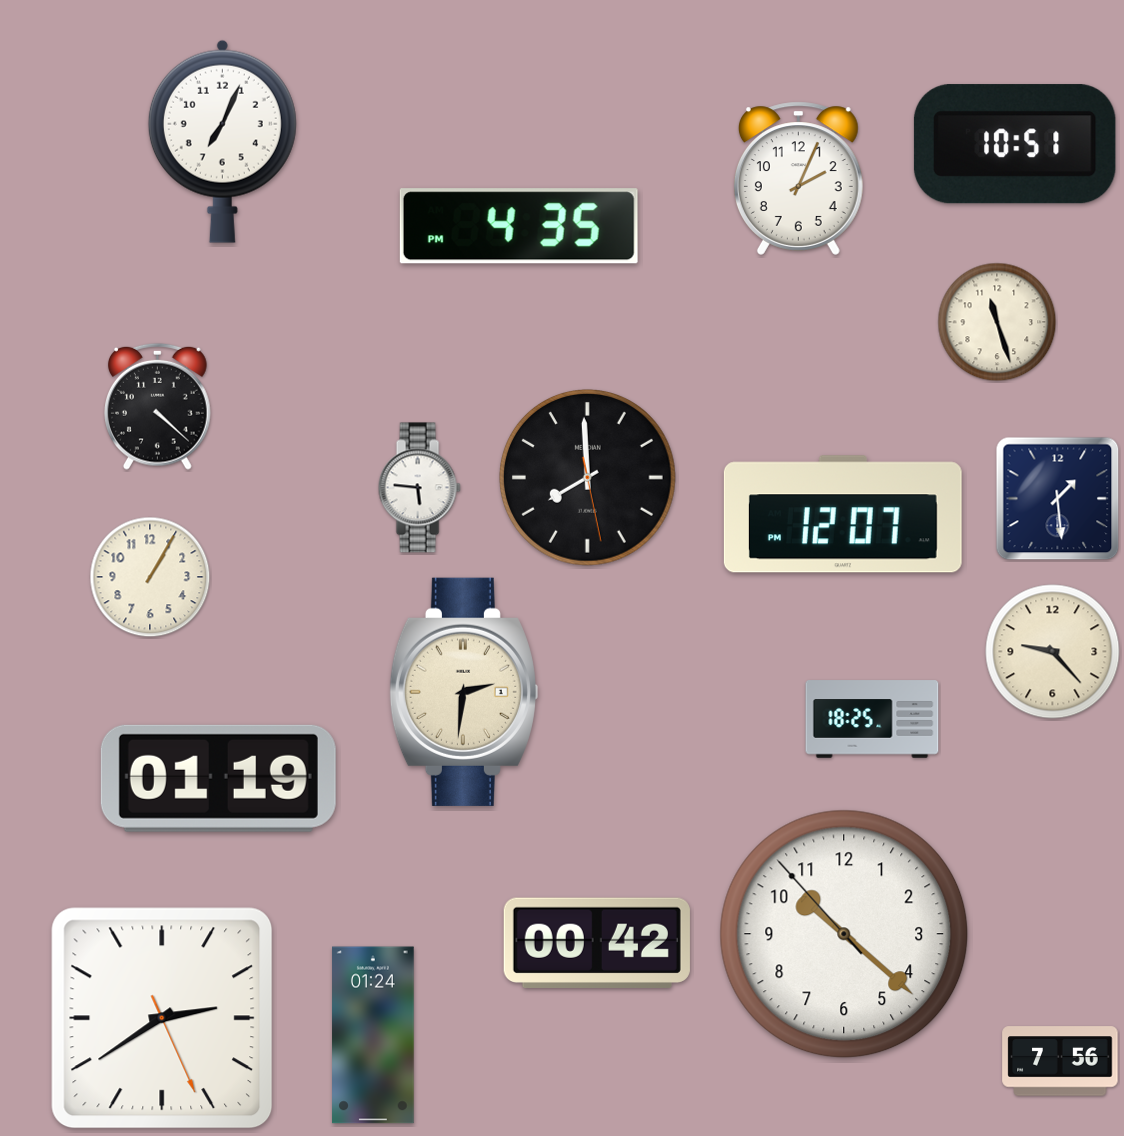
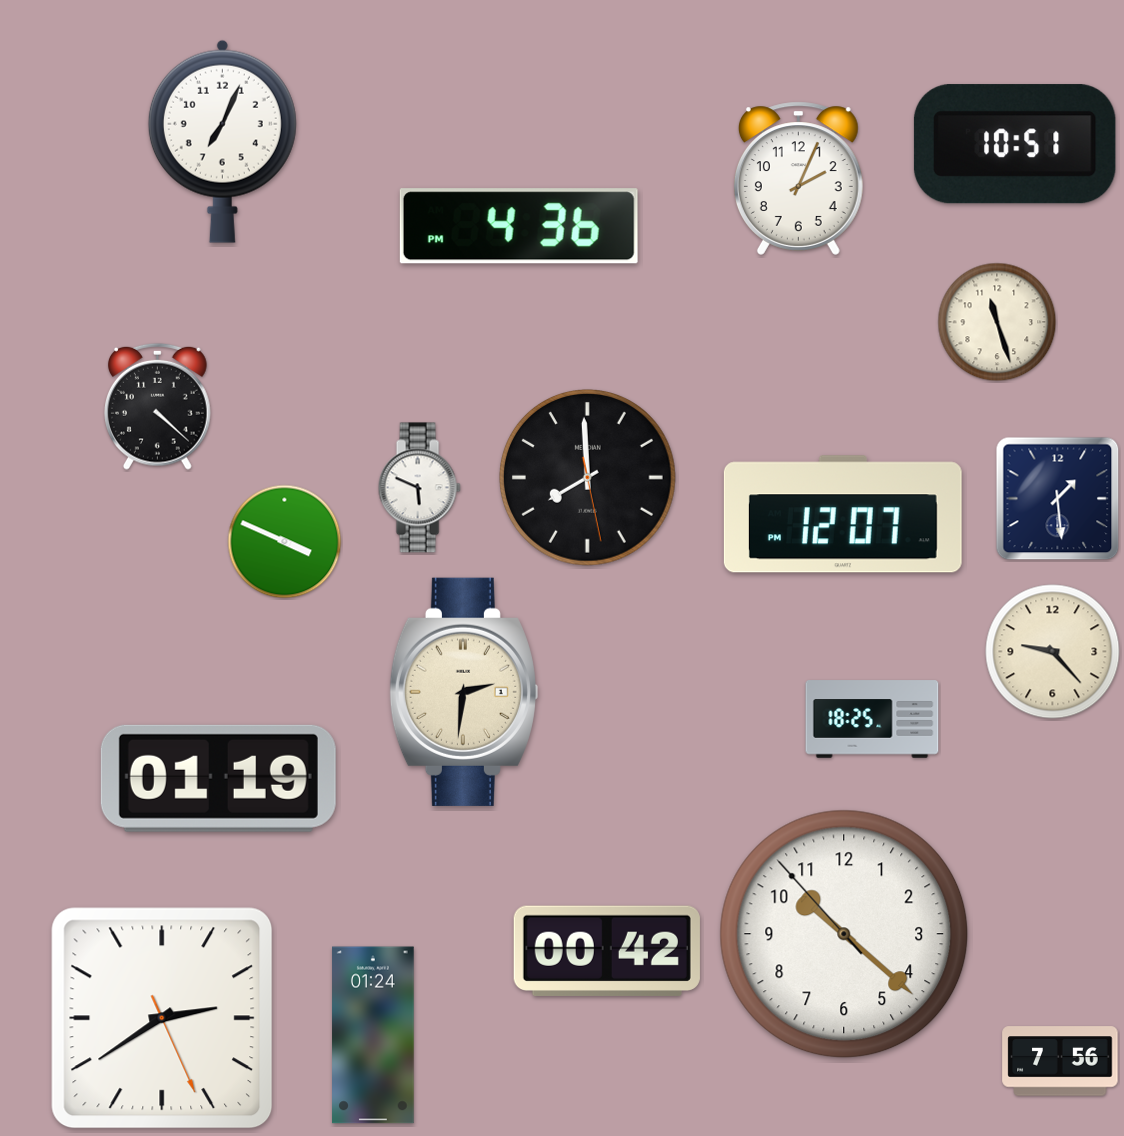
clock at (519, 226): 4:35 -> 4:36
clock at (419, 488): 5:46 -> 5:49
clock at (285, 542): none -> 3:49
clock at (150, 577): 1:05 -> none
clock at (597, 942) position: (597, 942) -> (607, 950)
